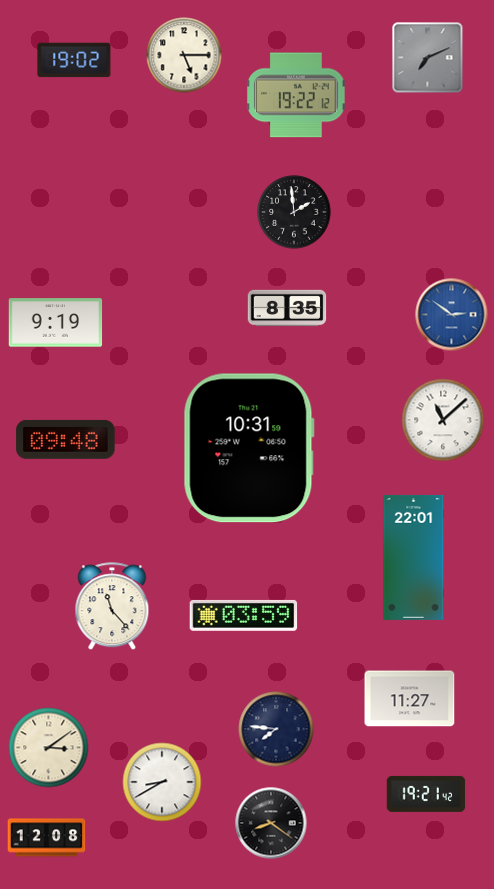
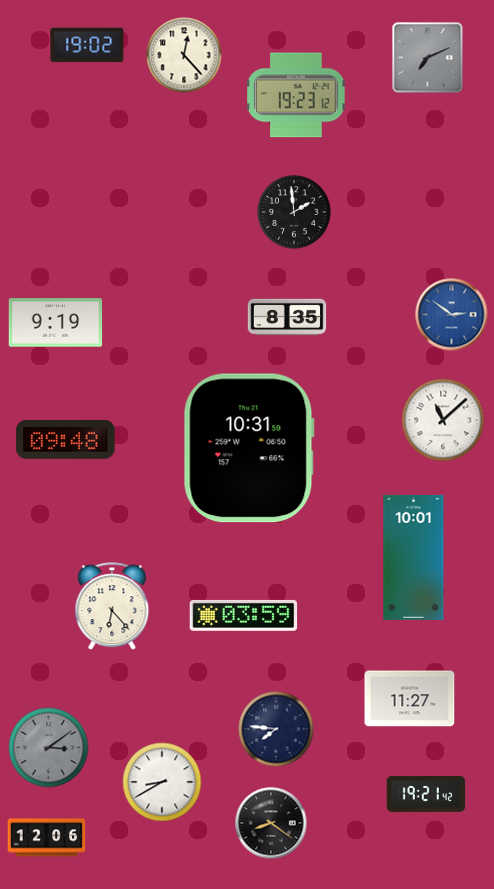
clock at (184, 55): 5:15 -> 12:23
clock at (74, 60) position: (74, 60) -> (87, 45)
clock at (296, 95): 19:22 -> 19:23
clock at (287, 308) position: (287, 308) -> (287, 317)
clock at (414, 557): 22:01 -> 10:01
clock at (112, 607): 11:23 -> 6:23
clock at (49, 748) dial: cream -> grey
clock at (47, 838): 12:08 -> 12:06
